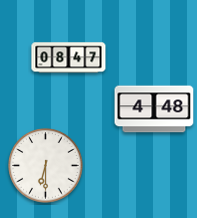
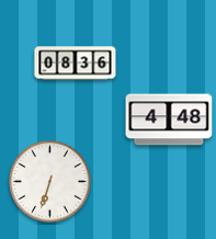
clock at (69, 58): 08:47 -> 08:36
clock at (46, 166): 6:30 -> 6:33
